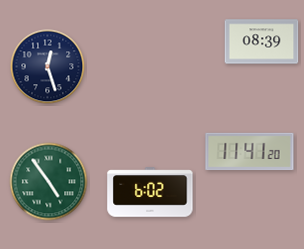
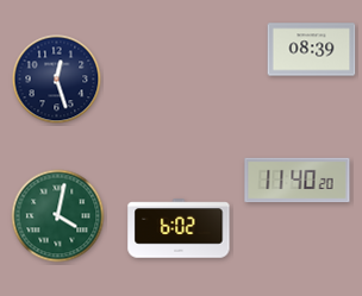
clock at (250, 152): 11:41 -> 11:40
clock at (49, 182): 4:54 -> 4:02
